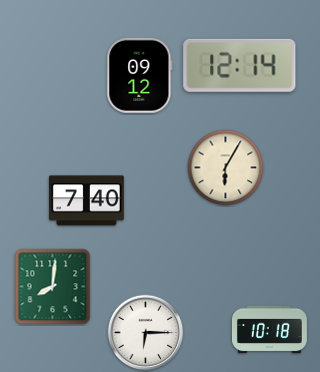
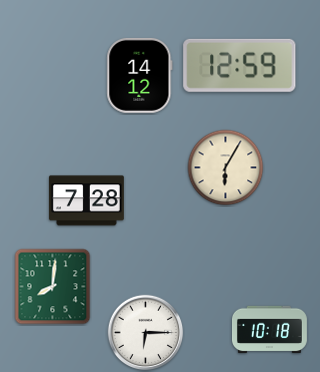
clock at (240, 65): 12:14 -> 12:59
clock at (140, 75): 09:12 -> 14:12
clock at (86, 201): 7:40 -> 7:28
